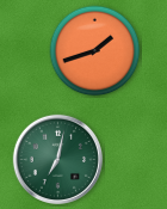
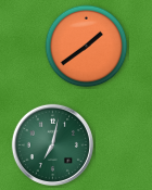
clock at (95, 51): 1:42 -> 1:39
